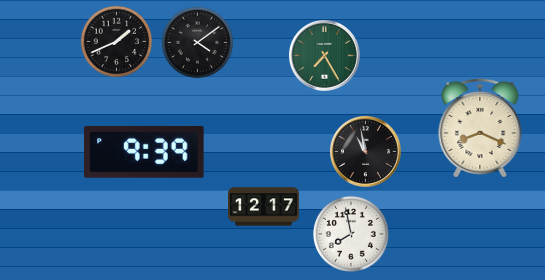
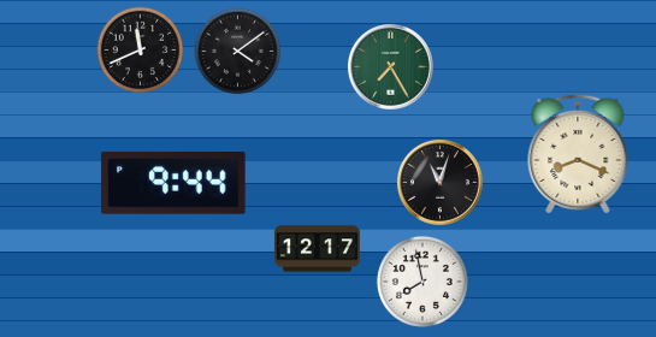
clock at (117, 42): 1:41 -> 11:41
clock at (365, 151): 10:58 -> 11:03
clock at (144, 152): 9:39 -> 9:44
